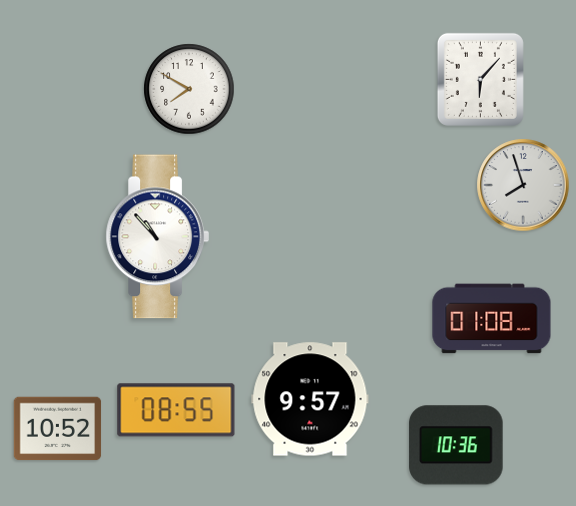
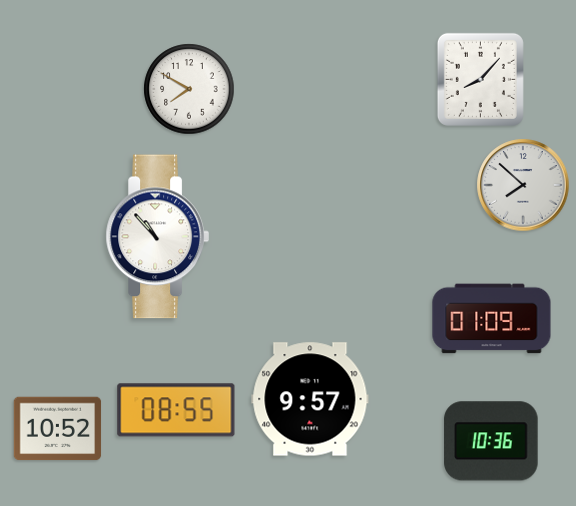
clock at (480, 79): 6:07 -> 8:07
clock at (523, 185): 7:57 -> 7:52
clock at (492, 319): 01:08 -> 01:09
clock at (456, 445) position: (456, 445) -> (491, 441)
